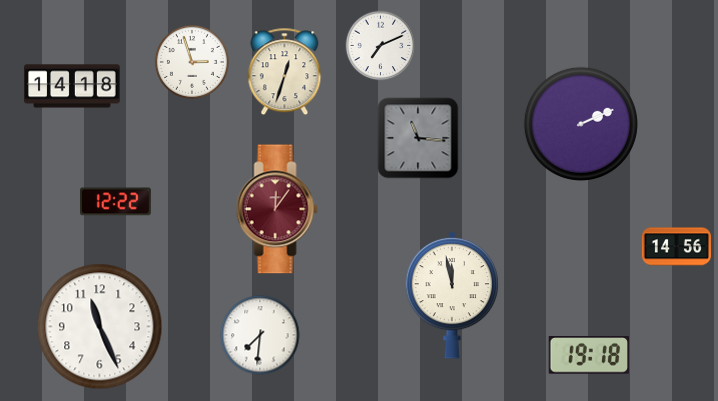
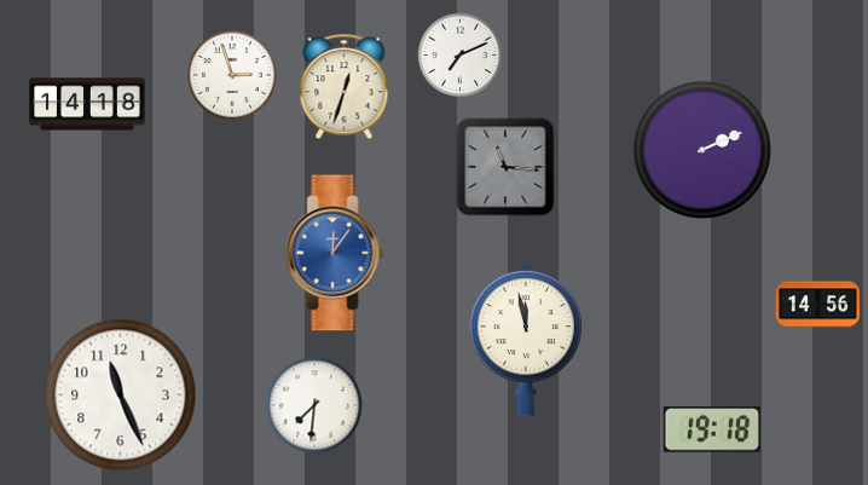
clock at (116, 202): 12:22 -> none
clock at (277, 209) dial: burgundy -> blue
clock at (676, 247) position: (676, 247) -> (817, 305)
clock at (452, 295) position: (452, 295) -> (526, 340)
